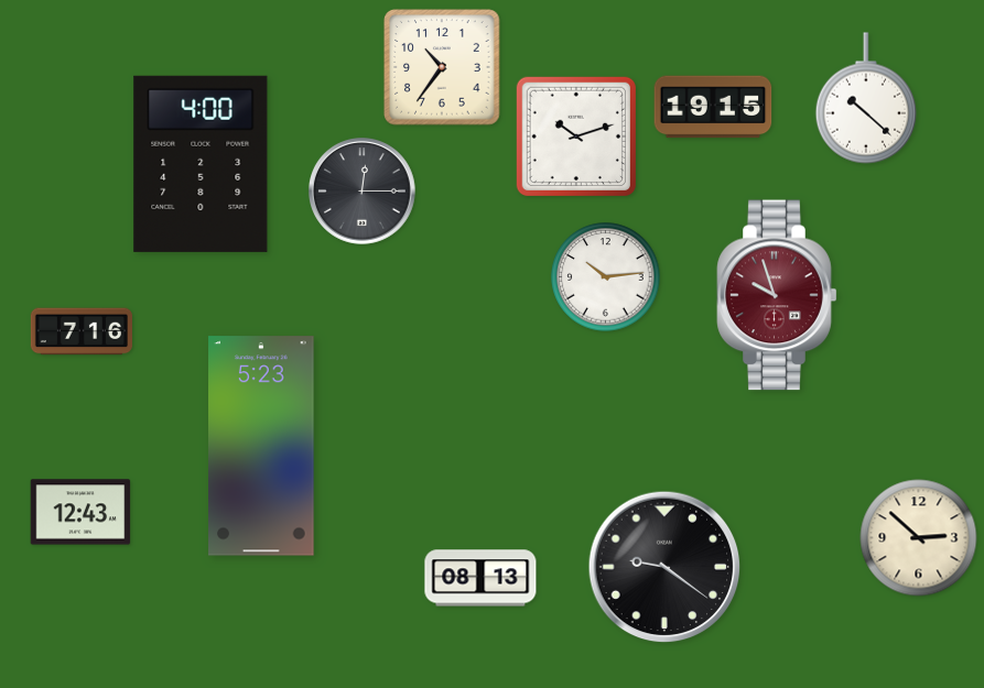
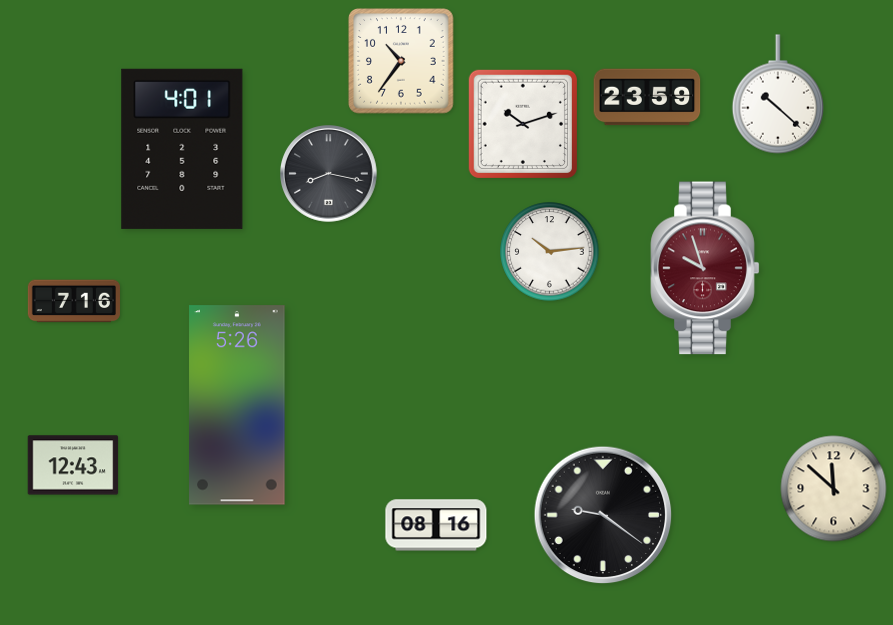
clock at (865, 98) position: (865, 98) -> (777, 94)
clock at (713, 107): 19:15 -> 23:59
clock at (201, 164): 4:00 -> 4:01
clock at (363, 192): 12:15 -> 8:17
clock at (261, 446): 5:23 -> 5:26
clock at (919, 538): 2:52 -> 11:52
clock at (480, 578): 08:13 -> 08:16
